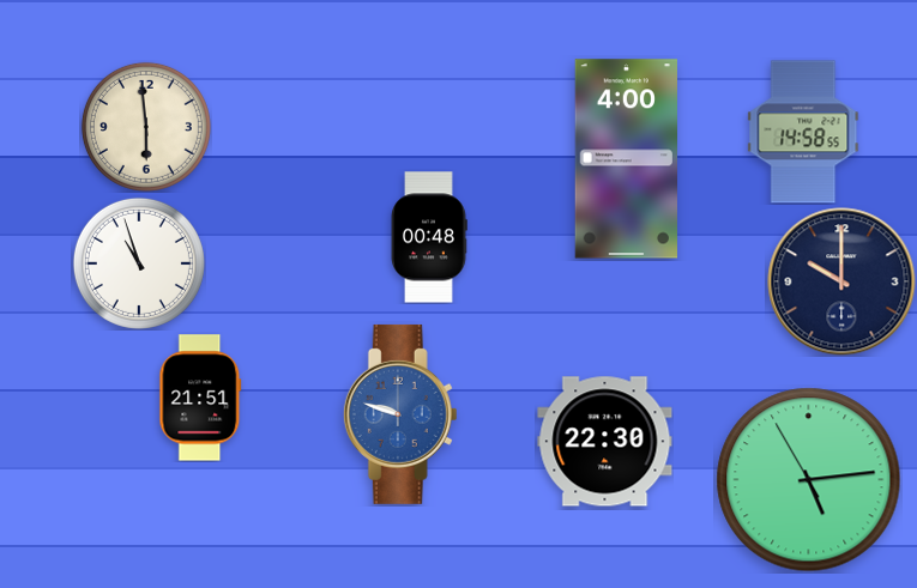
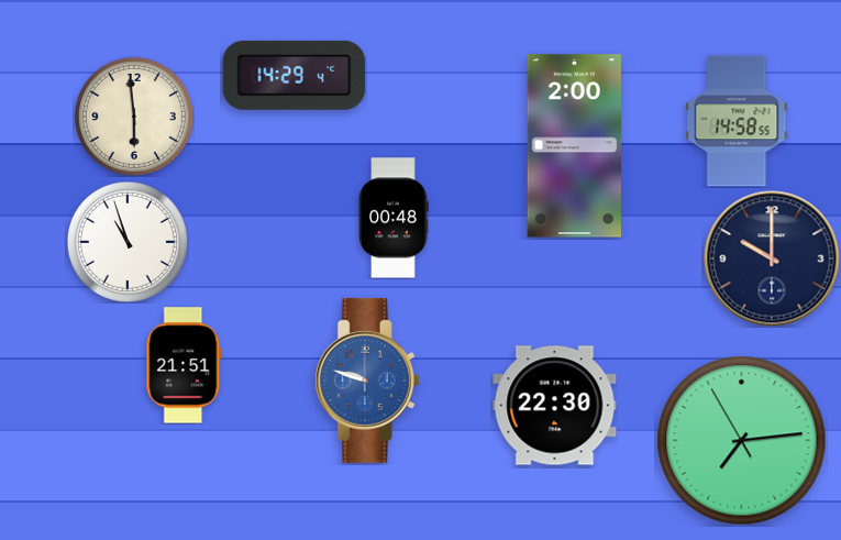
clock at (295, 75): none -> 14:29
clock at (626, 159): 4:00 -> 2:00
clock at (809, 480): 5:13 -> 7:13
